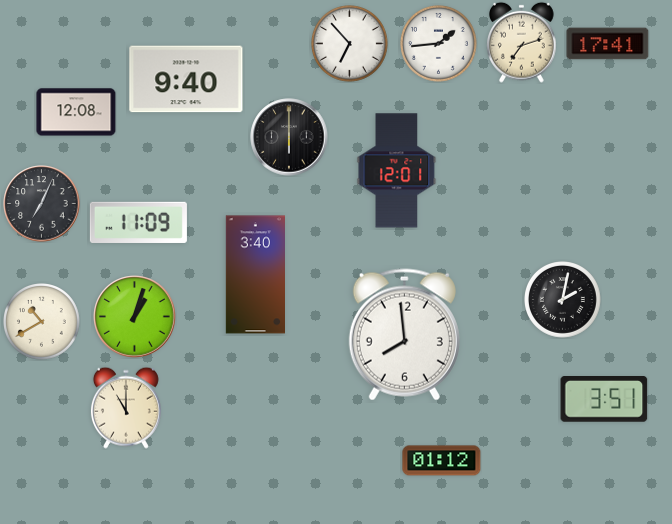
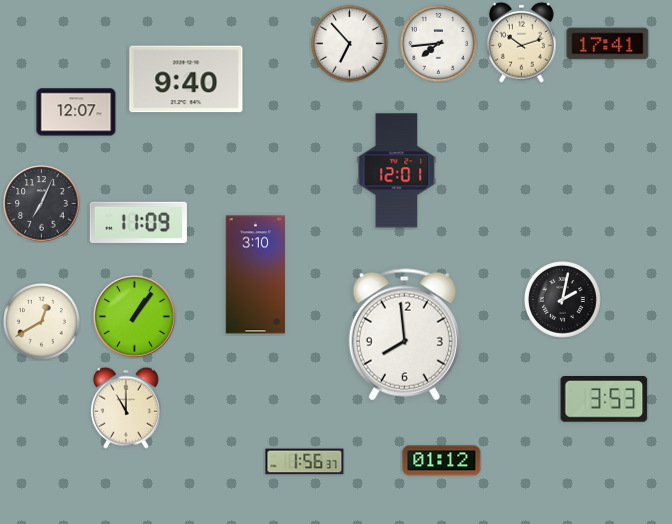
clock at (522, 42): 7:12 -> 10:12
clock at (439, 44): 1:44 -> 7:44
clock at (76, 112): 12:08 -> 12:07
clock at (289, 137): 6:00 -> none
clock at (255, 275): 3:40 -> 3:10
clock at (135, 317): 1:03 -> 1:06
clock at (42, 322): 10:40 -> 12:40
clock at (604, 400): 3:51 -> 3:53
clock at (305, 462): none -> 1:56
